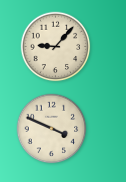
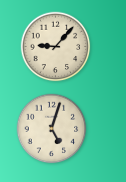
clock at (52, 129): 3:49 -> 5:03
